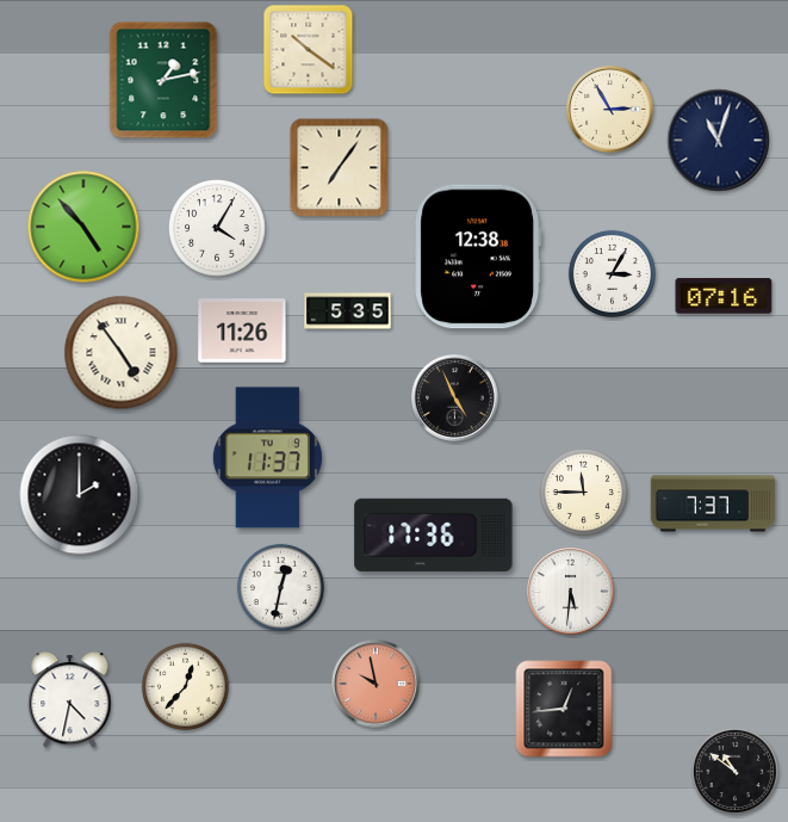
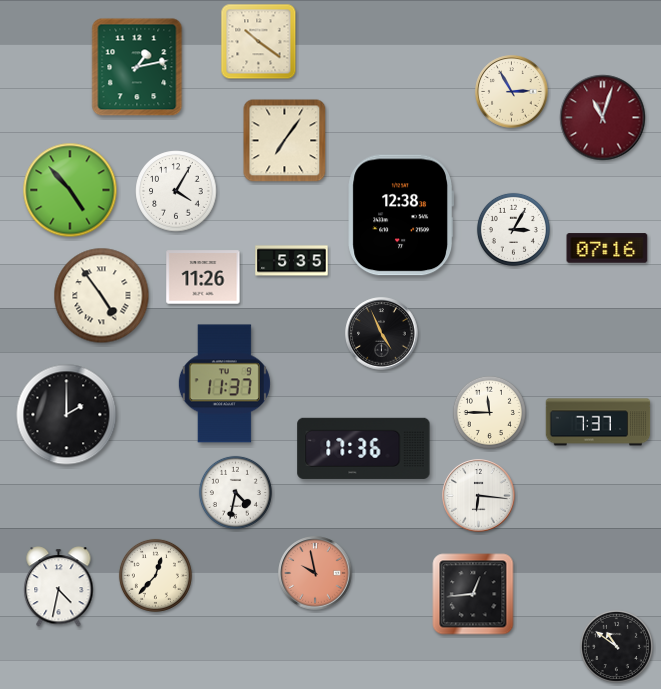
clock at (719, 141) dial: navy -> burgundy
clock at (217, 228) position: (217, 228) -> (176, 191)
clock at (280, 587): 12:32 -> 4:32
clock at (571, 592): 5:31 -> 6:16
